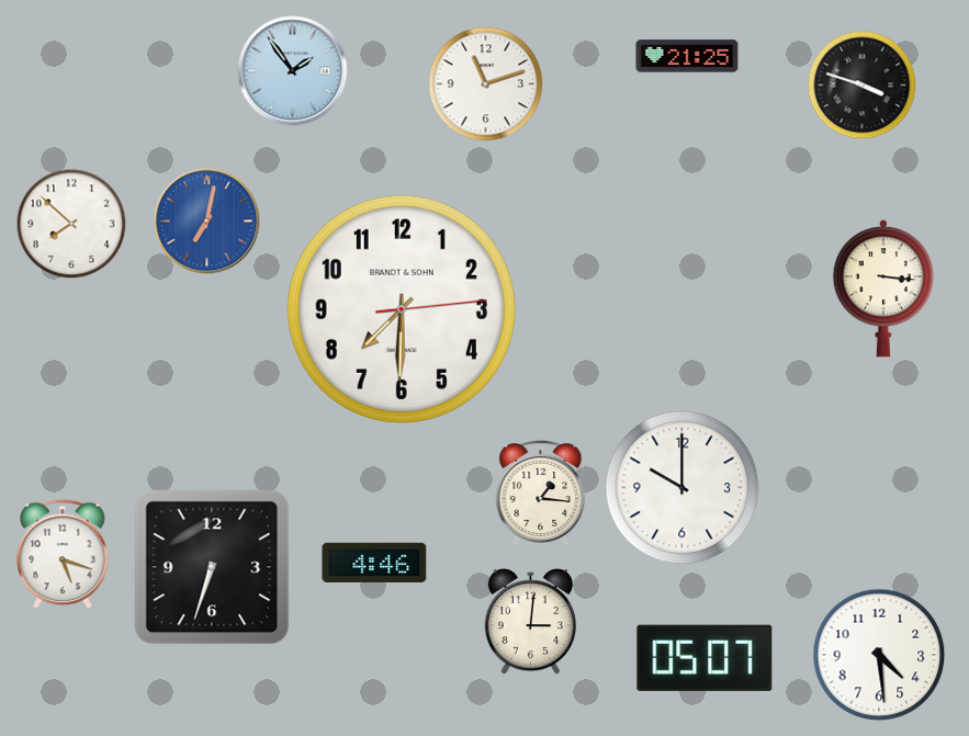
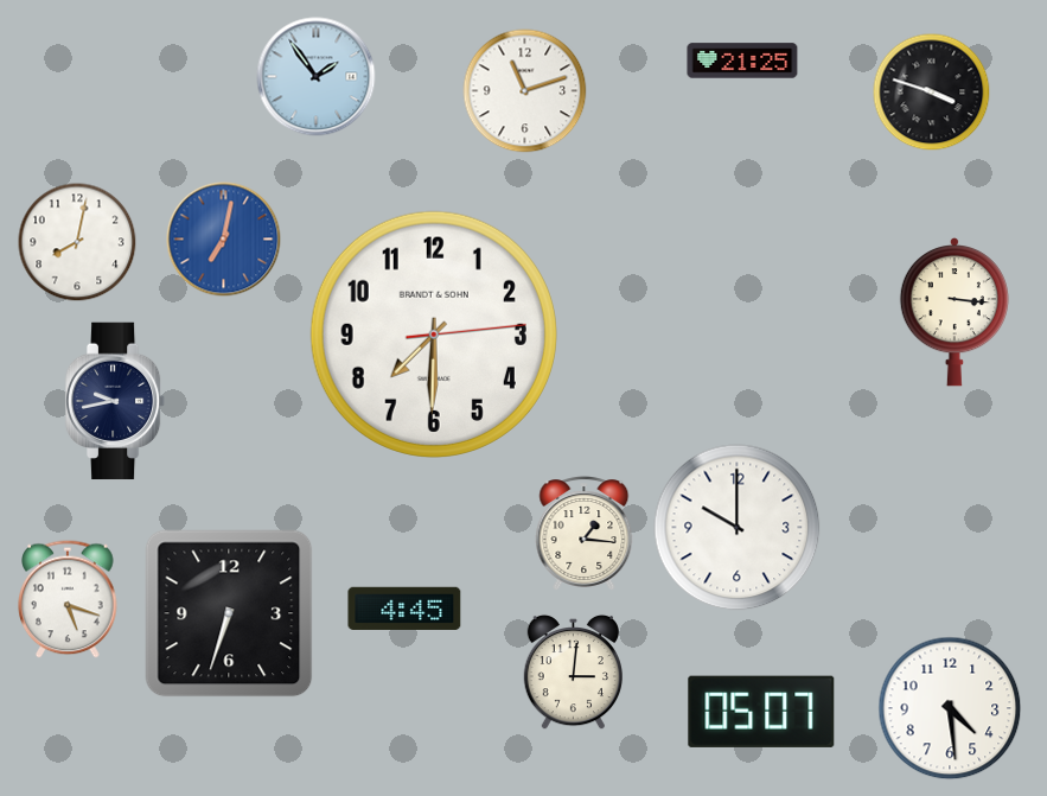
clock at (71, 224): 7:52 -> 8:02
clock at (115, 401): none -> 9:43
clock at (374, 562): 4:46 -> 4:45
